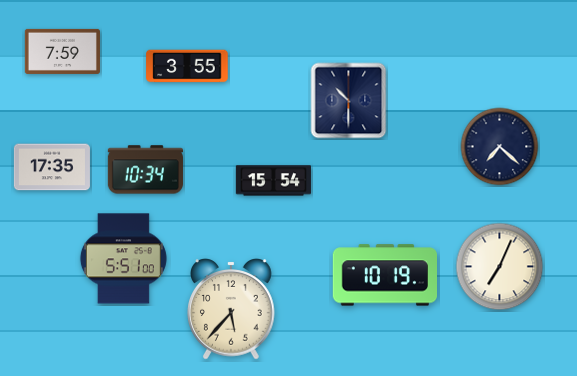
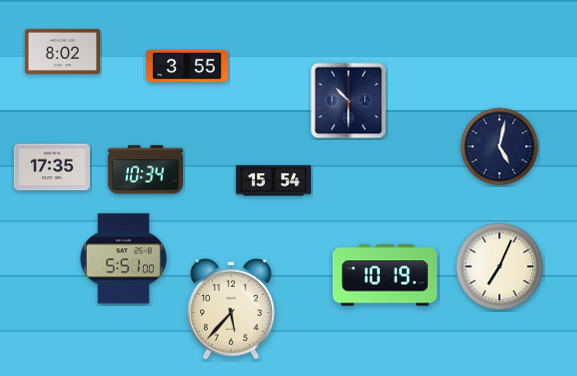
clock at (62, 51): 7:59 -> 8:02
clock at (500, 147): 7:22 -> 5:02
